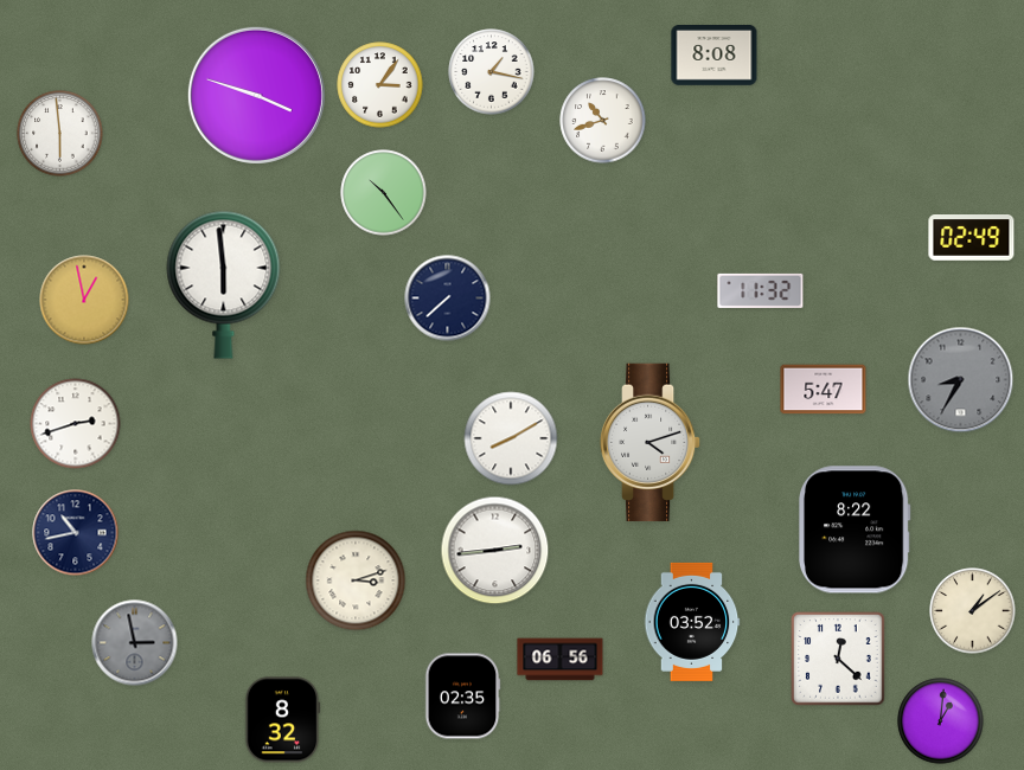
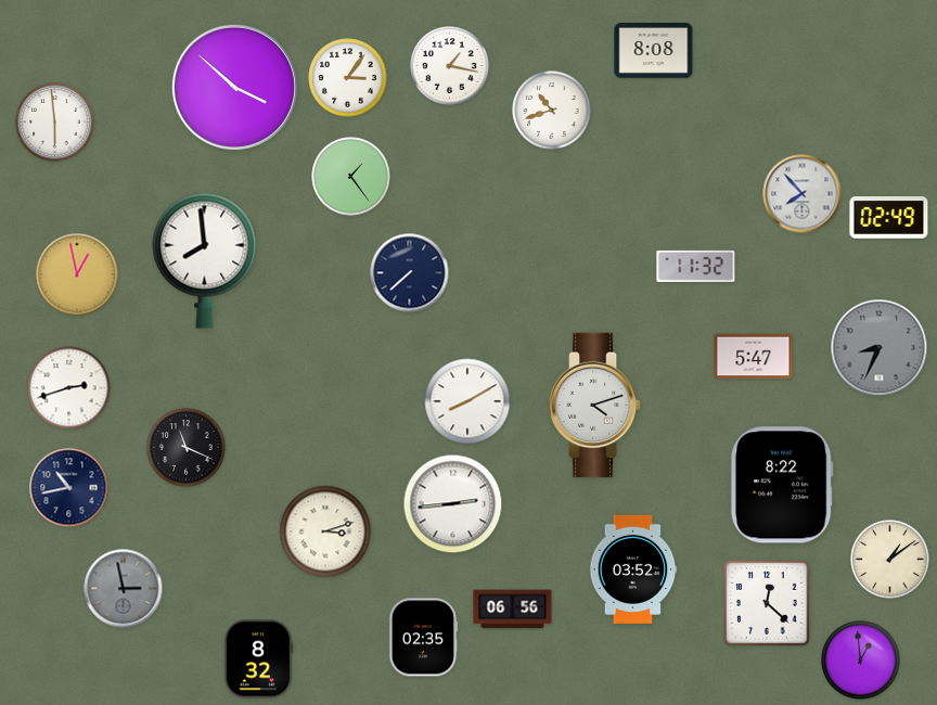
clock at (256, 95): 3:48 -> 3:52
clock at (384, 193): 10:24 -> 1:24
clock at (803, 194): none -> 7:53
clock at (224, 284): 5:59 -> 7:59
clock at (961, 380): 8:35 -> 8:34
clock at (187, 448): none -> 11:19
clock at (561, 660) position: (561, 660) -> (513, 610)
clock at (941, 721): 1:01 -> 12:59
